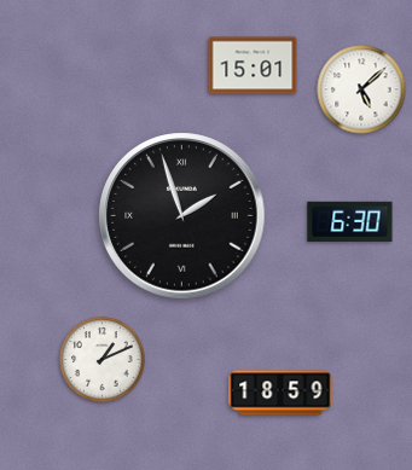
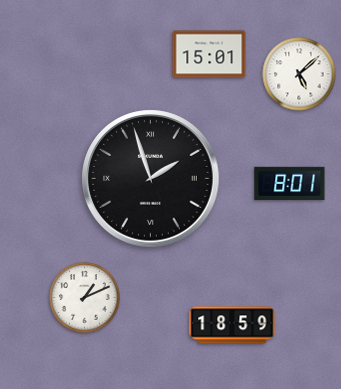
clock at (350, 221): 6:30 -> 8:01
